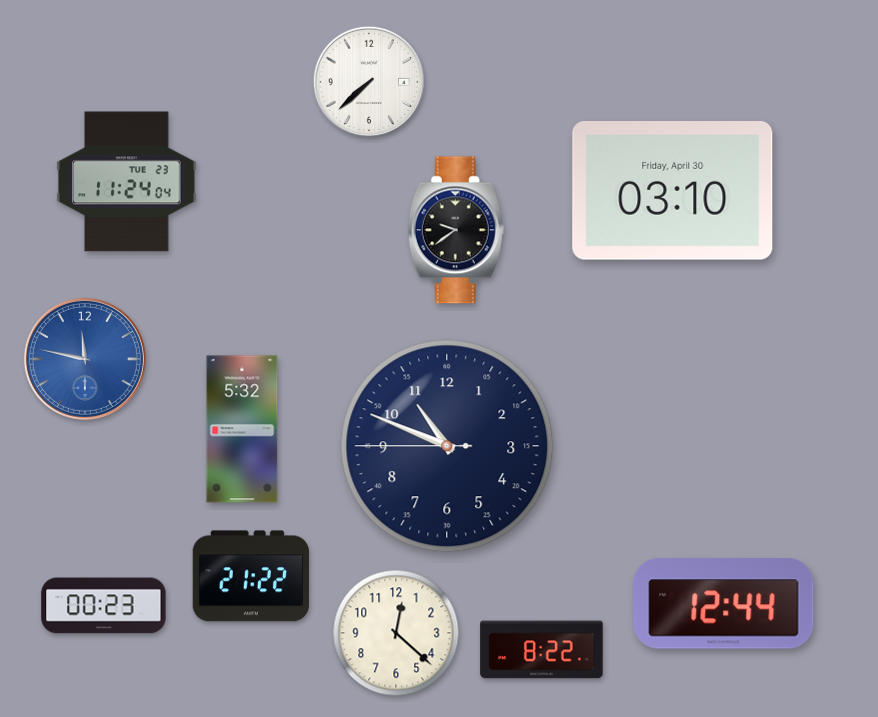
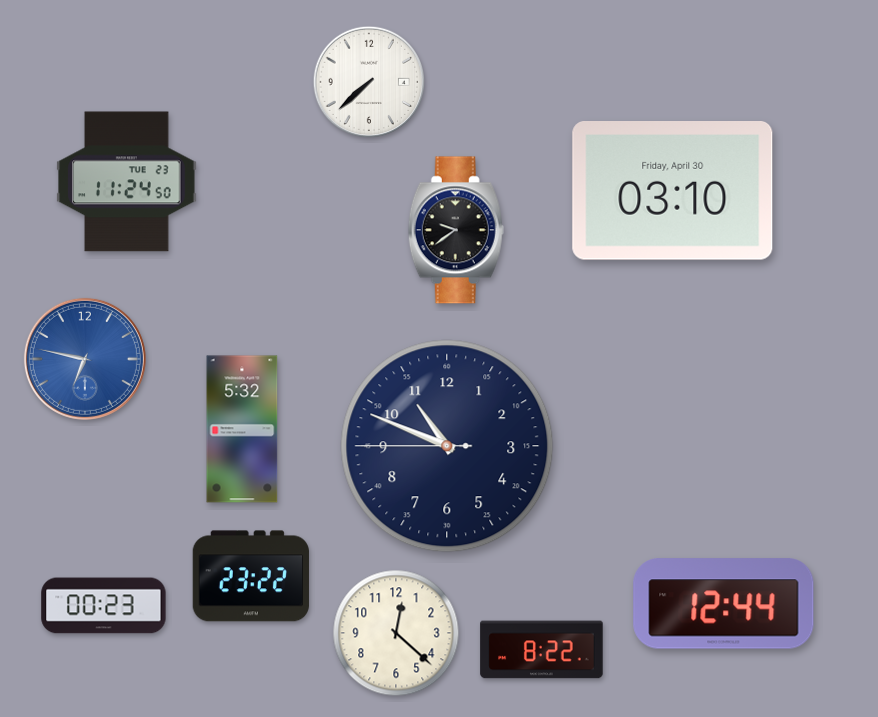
clock at (127, 182): 11:24:04 -> 11:24:50
clock at (85, 359): 11:47 -> 6:47
clock at (251, 576): 21:22 -> 23:22
